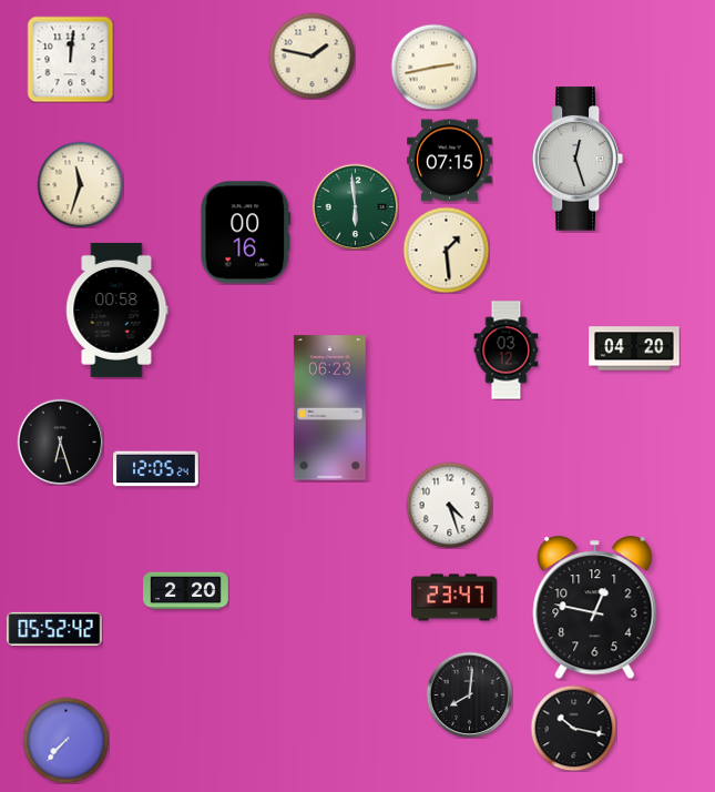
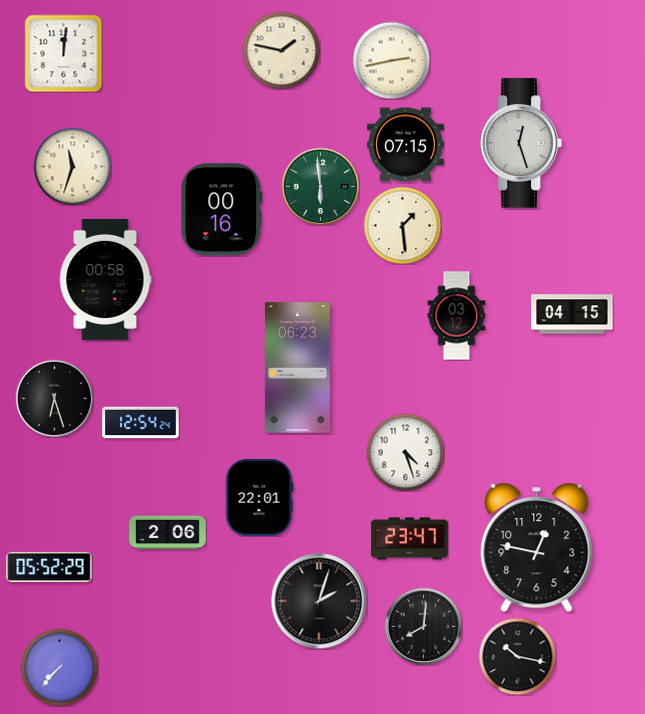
clock at (634, 348): 04:20 -> 04:15
clock at (156, 469): 12:05 -> 12:54
clock at (449, 505) position: (449, 505) -> (405, 452)
clock at (260, 498): none -> 22:01
clock at (186, 591): 2:20 -> 2:06
clock at (54, 629): 05:52:42 -> 05:52:29
clock at (319, 601): none -> 2:03
